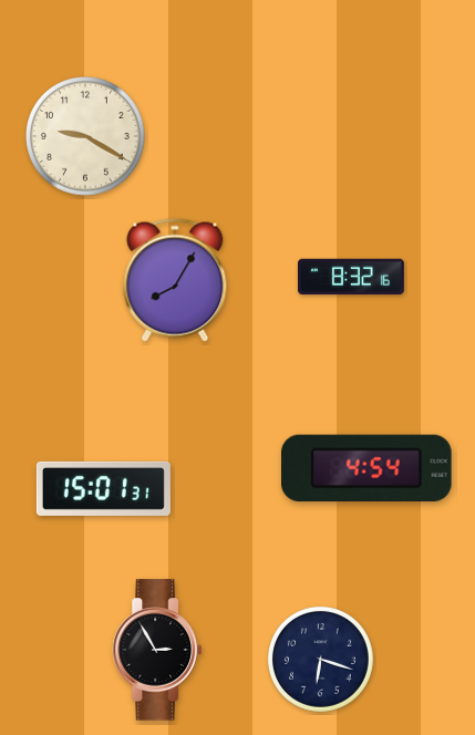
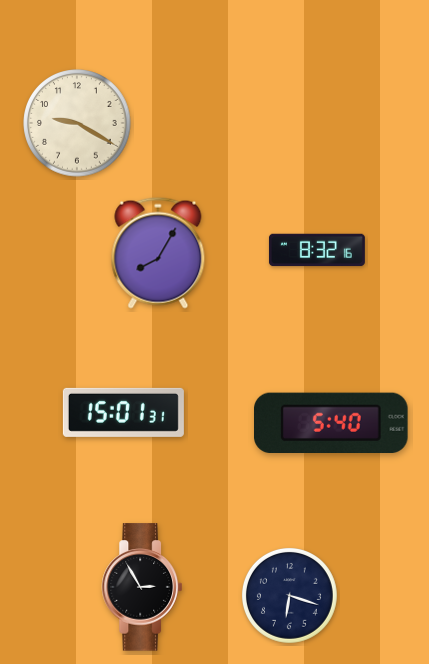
clock at (368, 467): 4:54 -> 5:40
clock at (103, 488) position: (103, 488) -> (123, 412)
